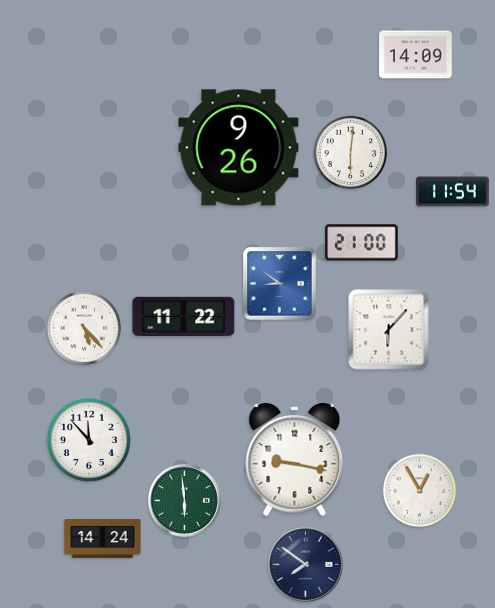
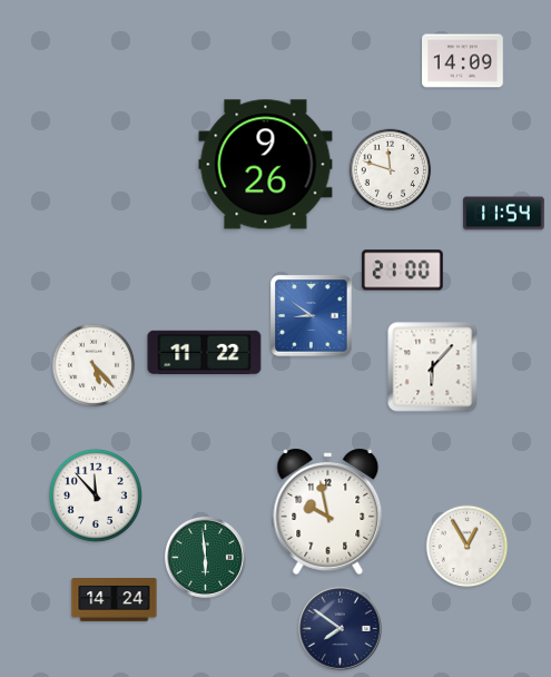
clock at (351, 153): 6:01 -> 11:48
clock at (89, 440) position: (89, 440) -> (96, 496)
clock at (295, 460): 9:17 -> 9:58
